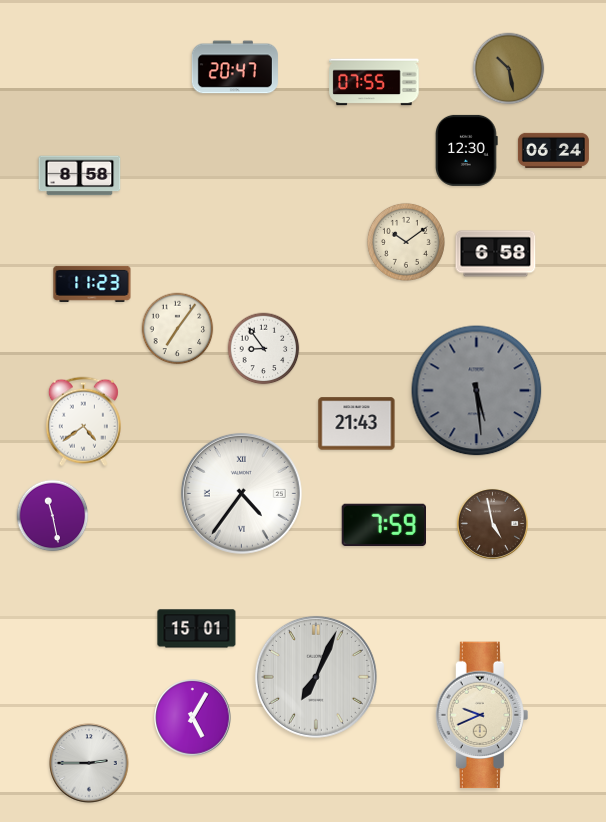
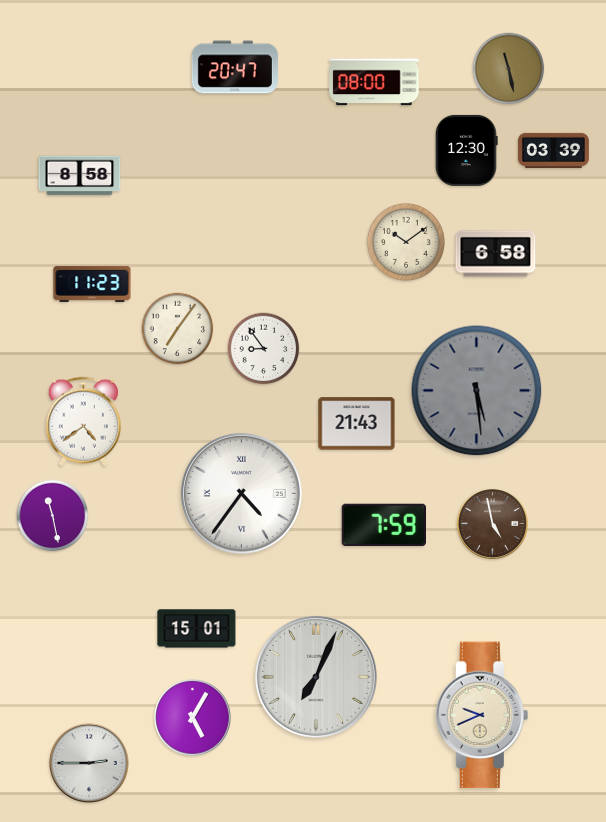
clock at (509, 69): 10:28 -> 11:28
clock at (374, 82): 07:55 -> 08:00
clock at (553, 150): 06:24 -> 03:39
